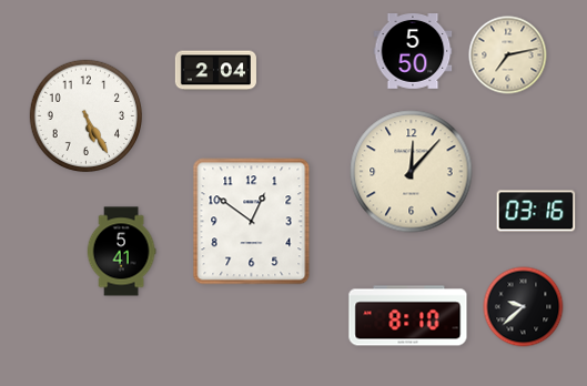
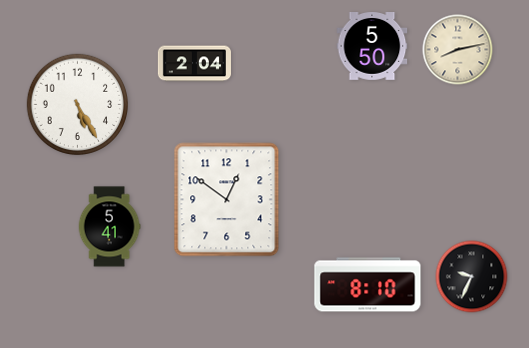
clock at (508, 55): 7:13 -> 8:13
clock at (412, 172): 12:07 -> none
clock at (536, 211): 03:16 -> none
clock at (524, 307): 9:38 -> 9:34
